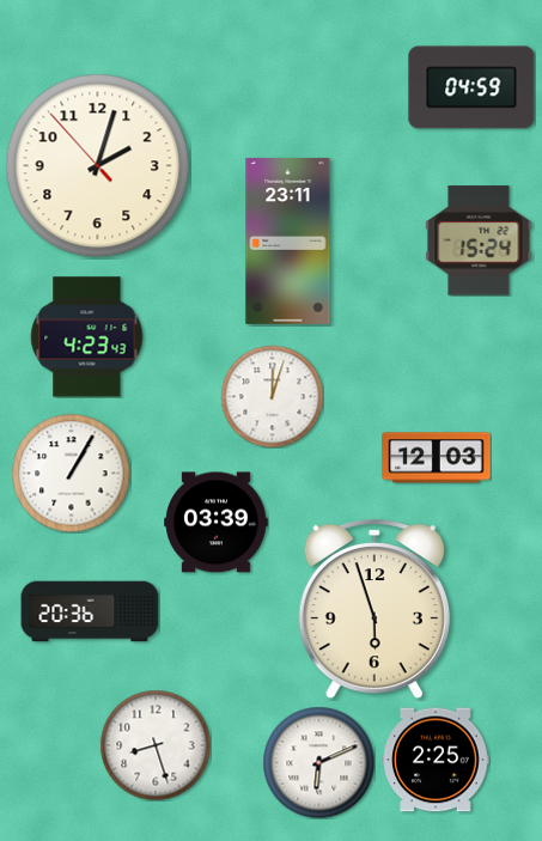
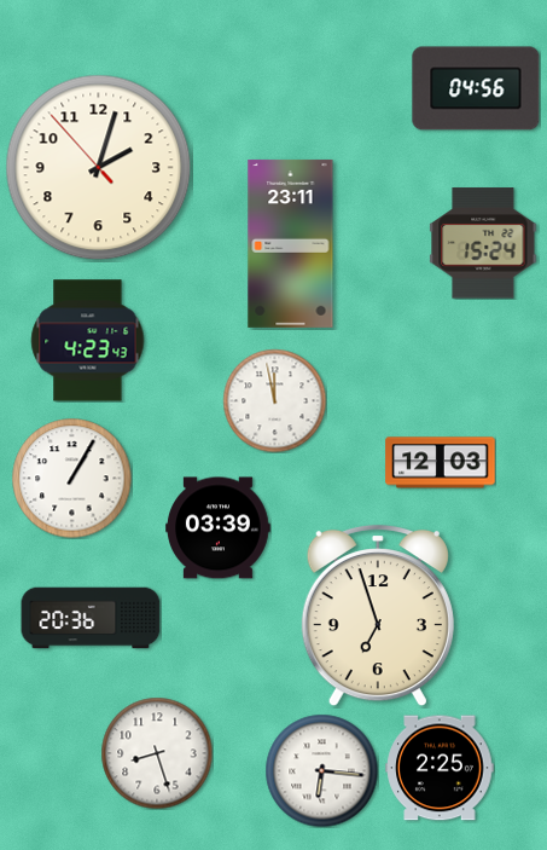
clock at (471, 87): 04:59 -> 04:56
clock at (272, 396): 12:03 -> 11:58
clock at (374, 609): 5:57 -> 6:57
clock at (318, 762): 6:11 -> 6:16
